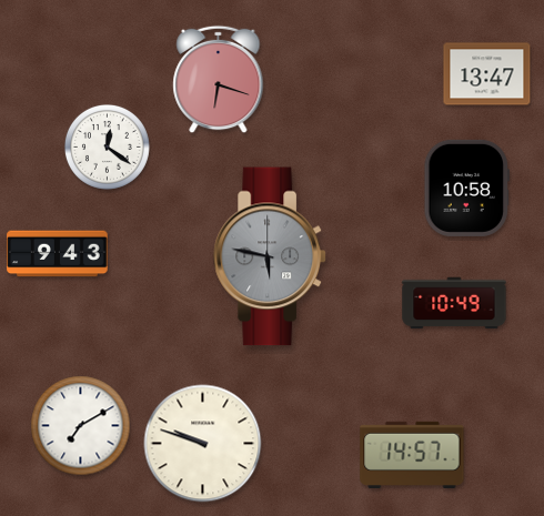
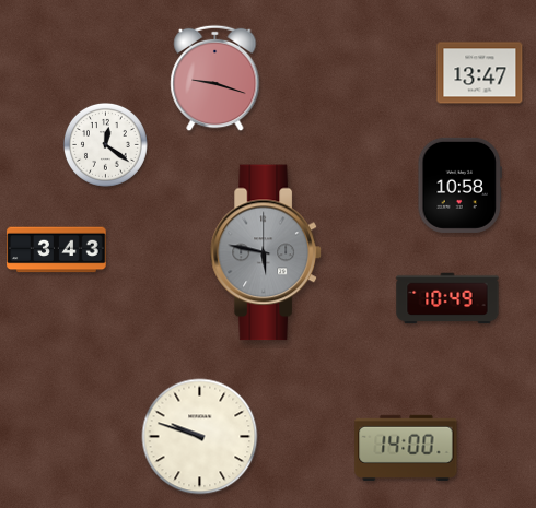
clock at (219, 80): 6:18 -> 9:18
clock at (58, 254): 9:43 -> 3:43
clock at (81, 426): 7:10 -> none
clock at (412, 455): 14:57 -> 14:00
